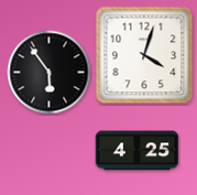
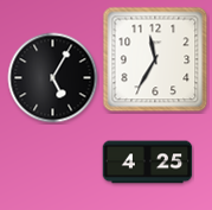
clock at (144, 55): 4:03 -> 11:35
clock at (50, 73): 5:54 -> 5:05
